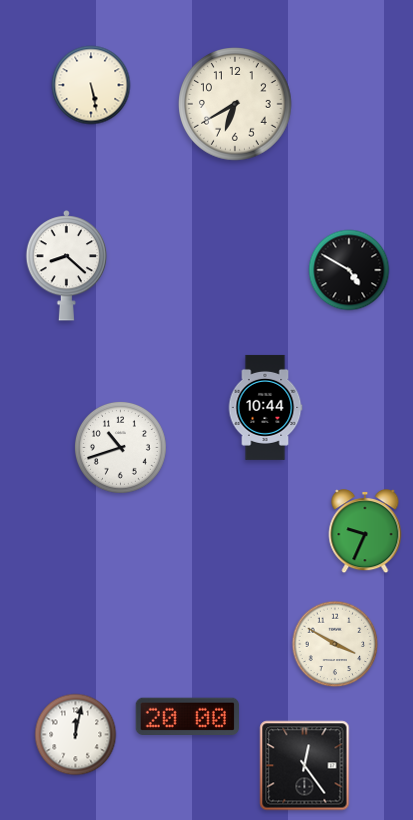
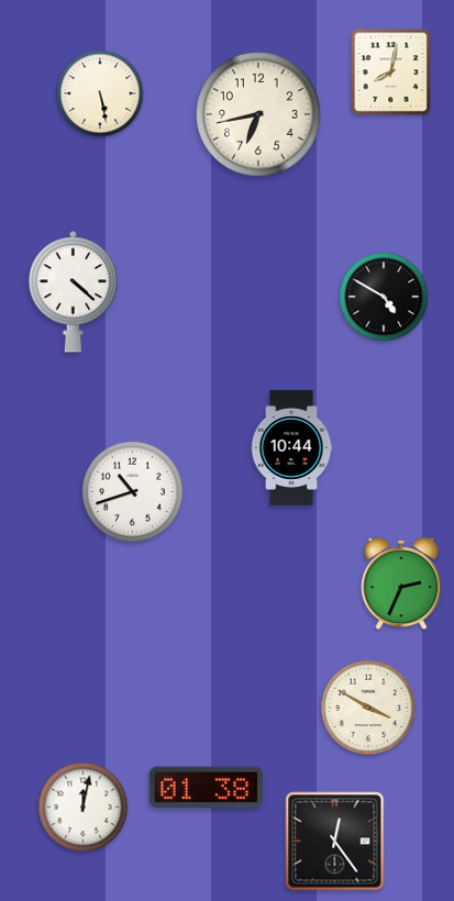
clock at (391, 73): none -> 8:02
clock at (235, 104): 6:40 -> 6:43
clock at (67, 266): 8:22 -> 4:22
clock at (365, 531): 9:34 -> 2:34
clock at (187, 717): 20:00 -> 01:38
